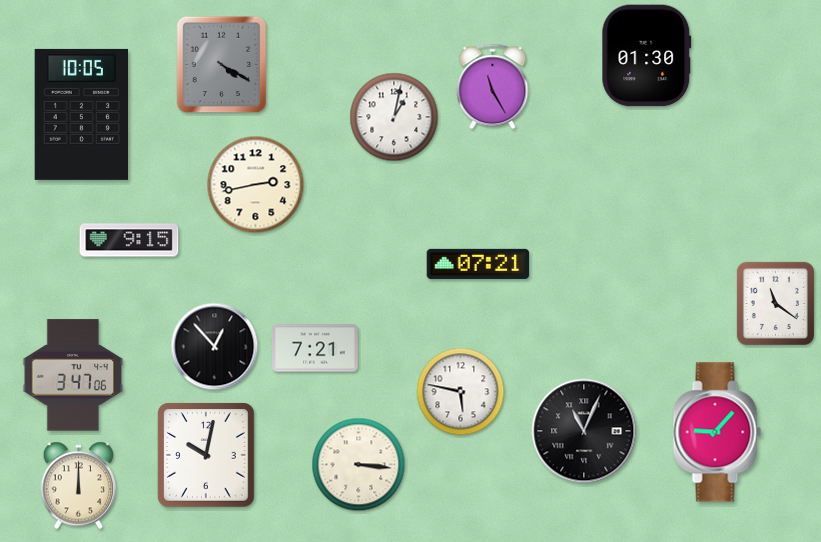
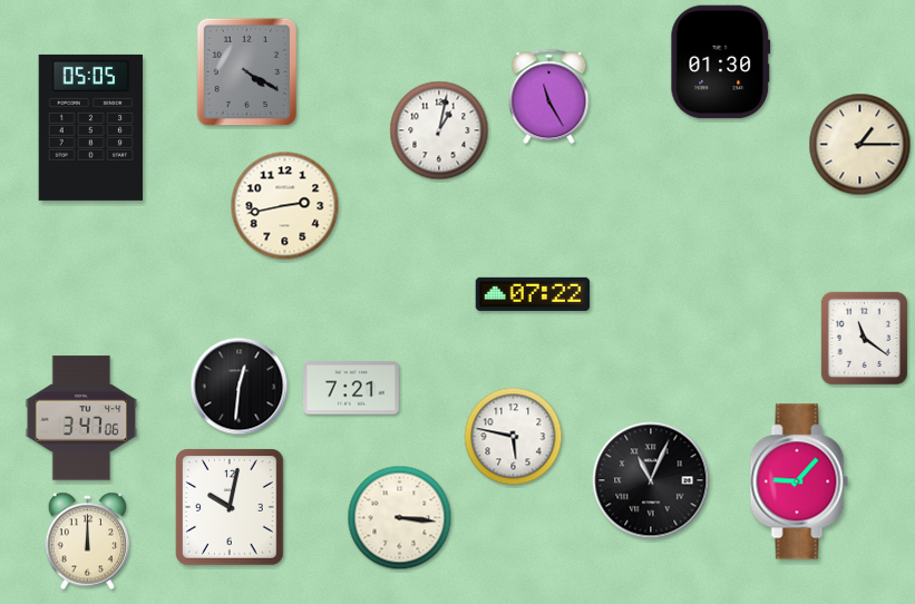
clock at (82, 114): 10:05 -> 05:05
clock at (860, 145): none -> 1:15
clock at (129, 240): 9:15 -> none
clock at (478, 264): 07:21 -> 07:22
clock at (215, 347): 12:53 -> 12:31
